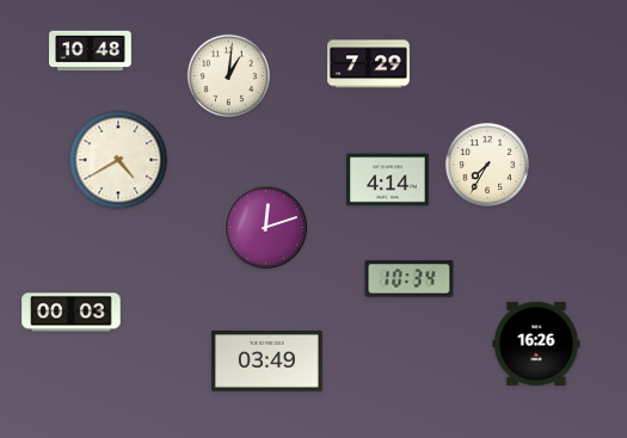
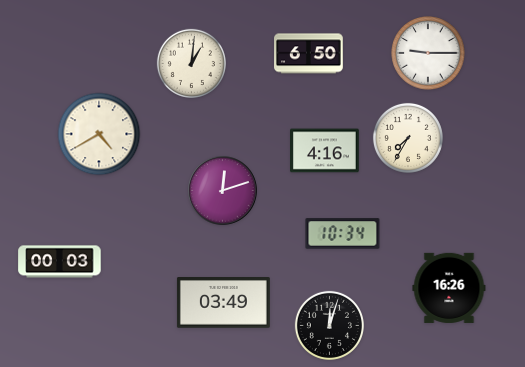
clock at (91, 51): 10:48 -> none
clock at (428, 53): none -> 9:15
clock at (369, 64): 7:29 -> 6:50
clock at (388, 180): 4:14 -> 4:16
clock at (329, 325): none -> 12:03
